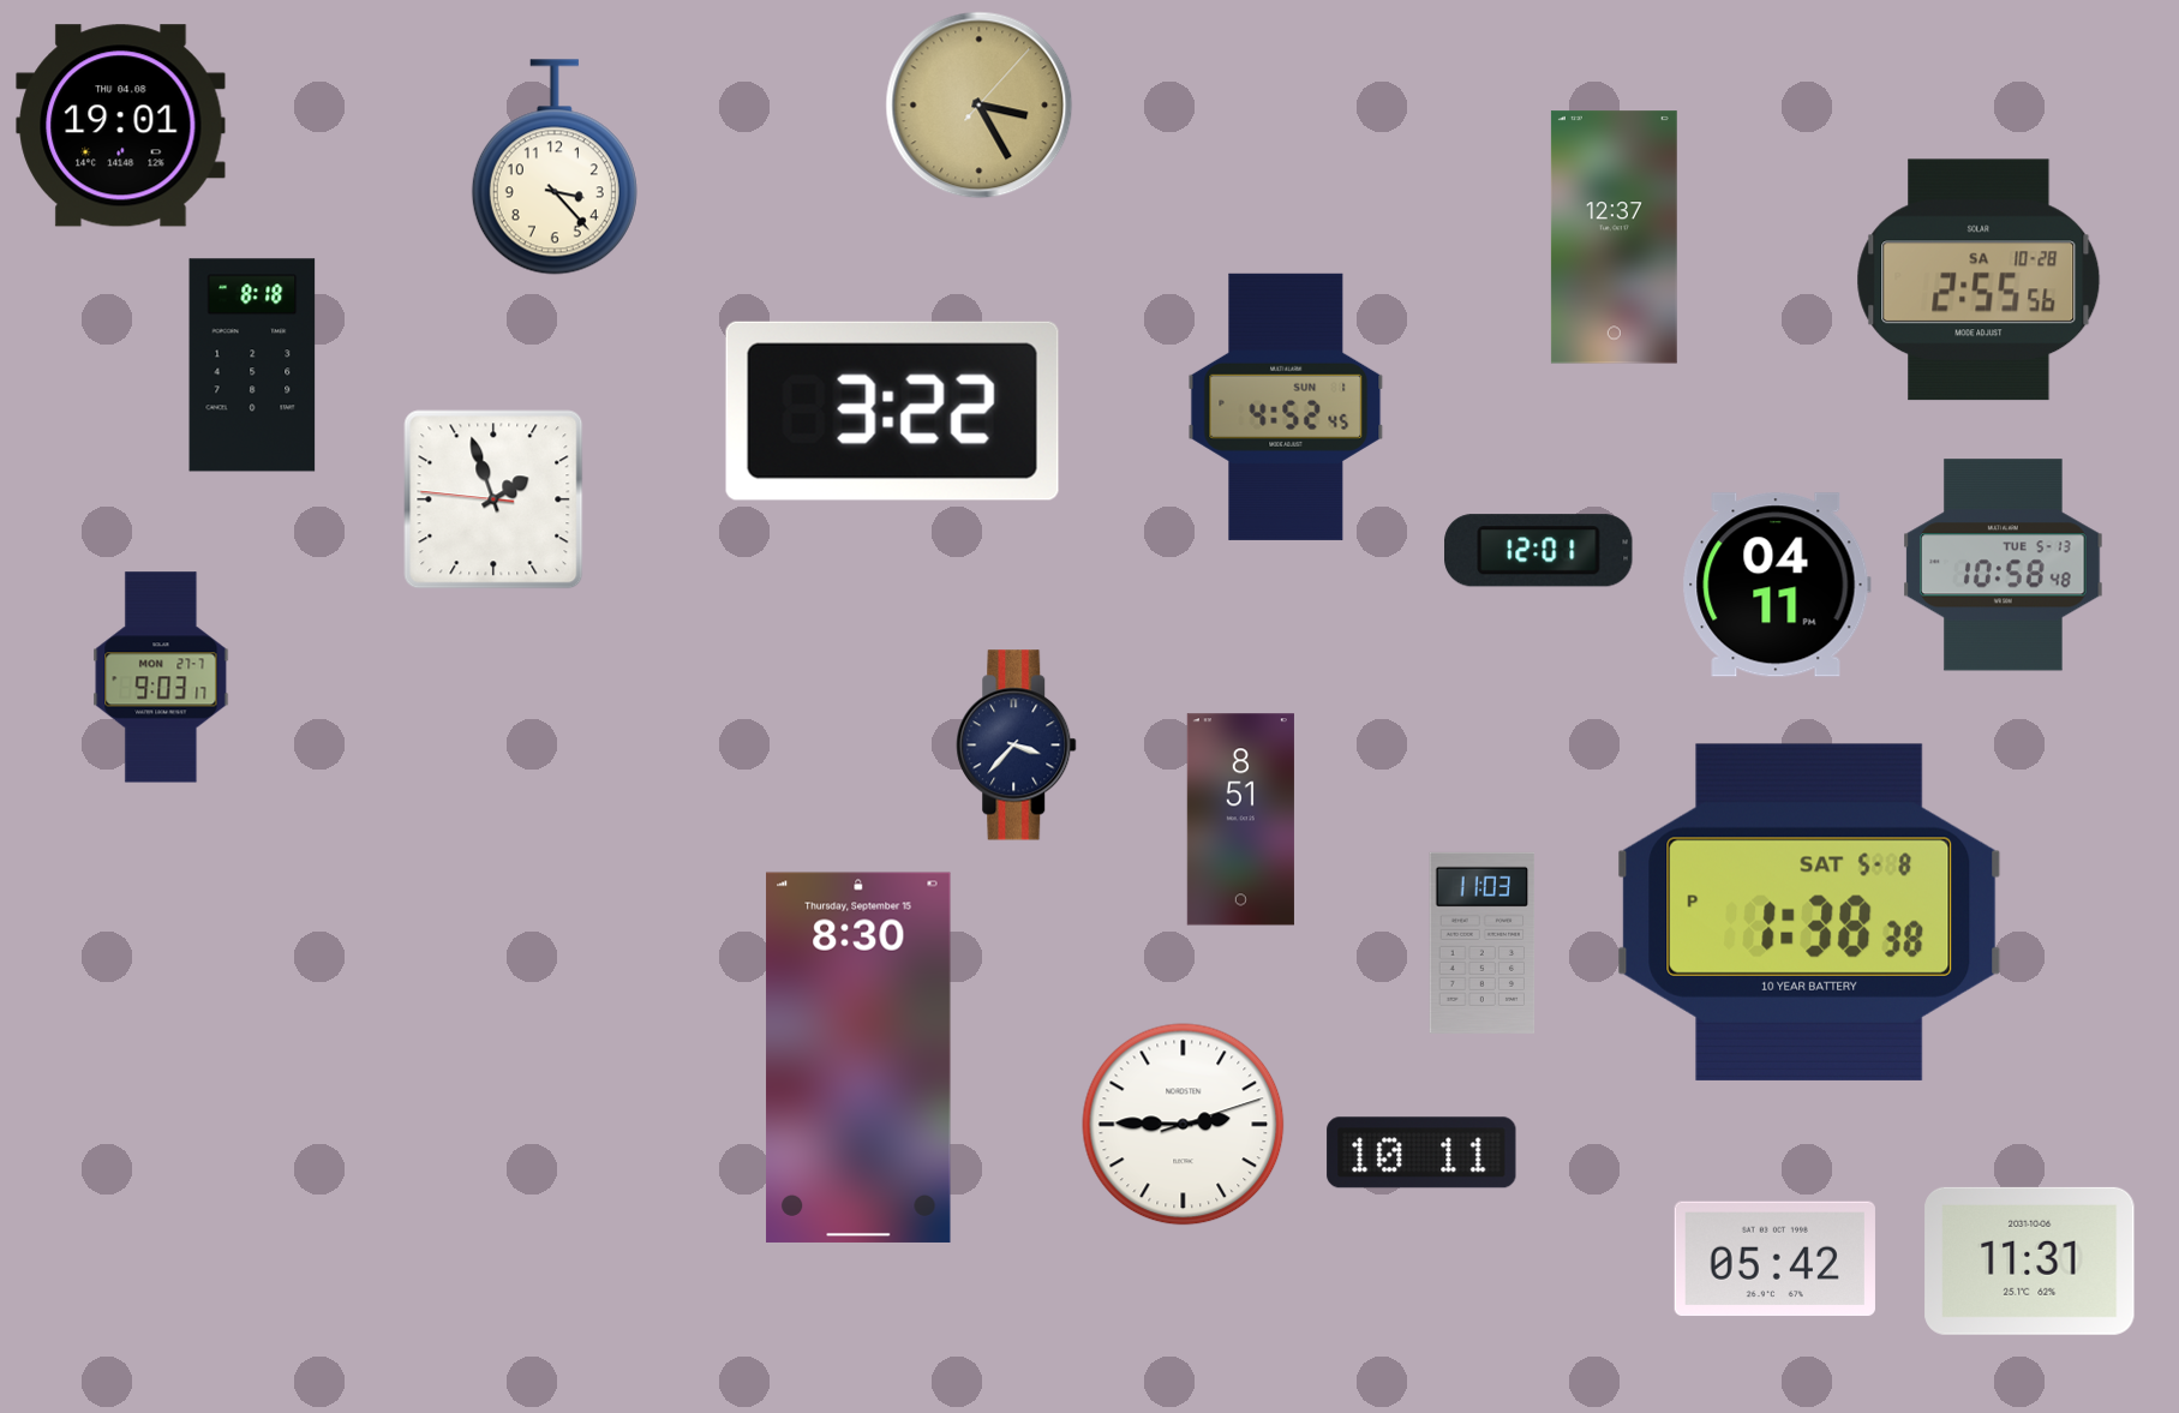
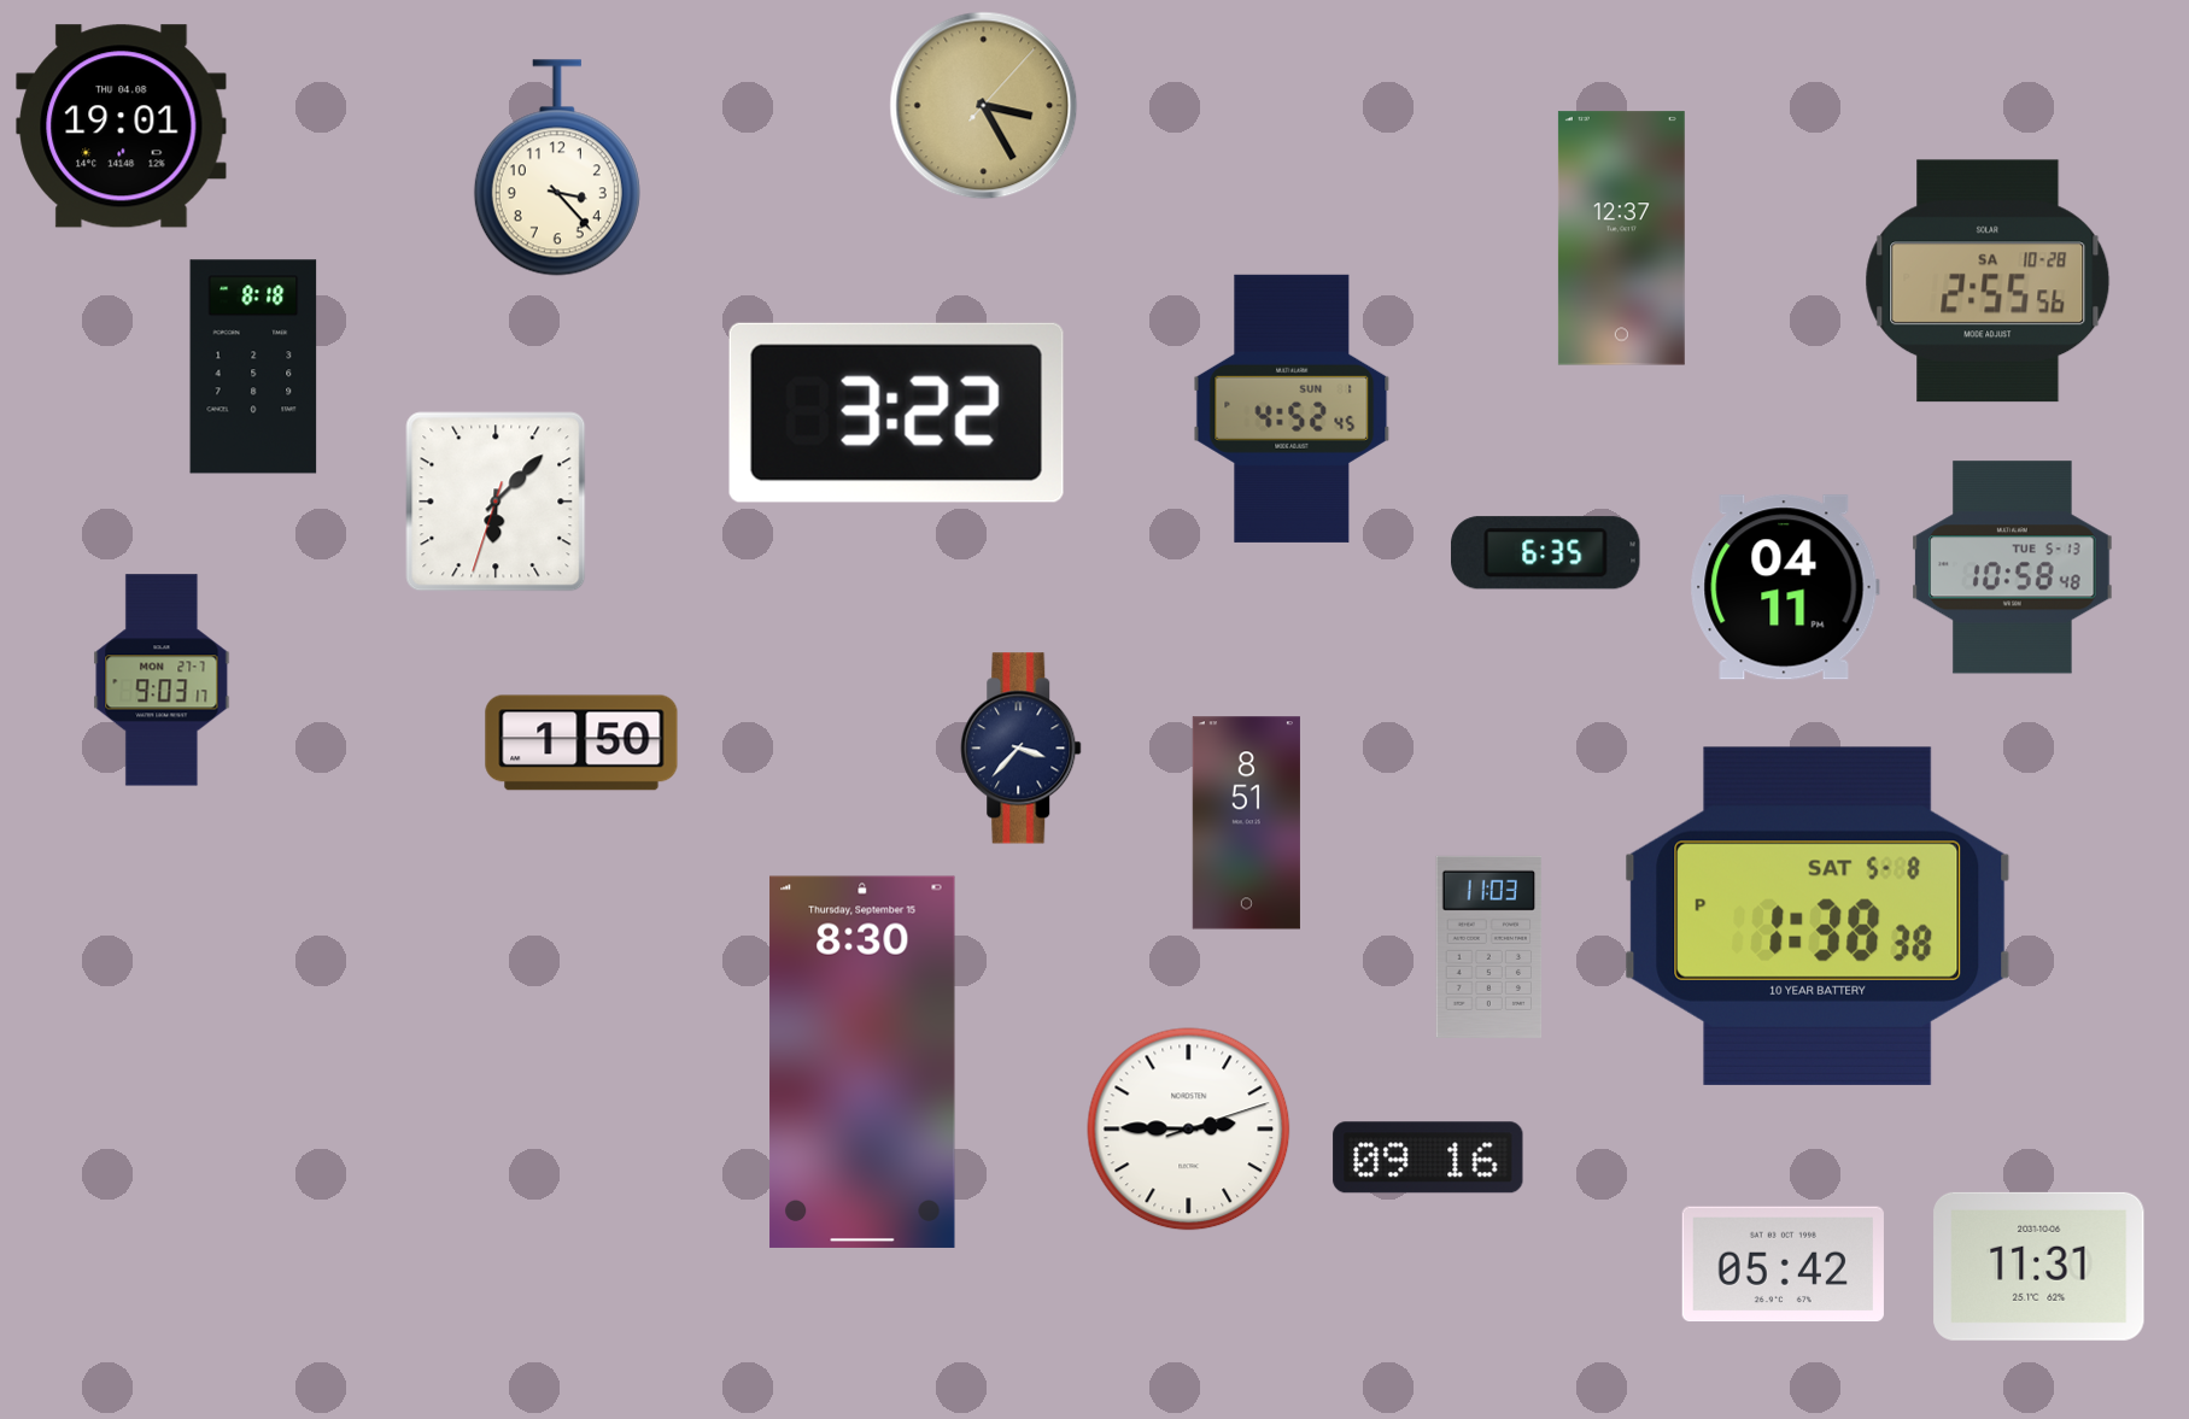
clock at (493, 499): 1:56 -> 6:07
clock at (1539, 551): 12:01 -> 6:35
clock at (581, 743): none -> 1:50
clock at (1421, 1152): 10:11 -> 09:16
